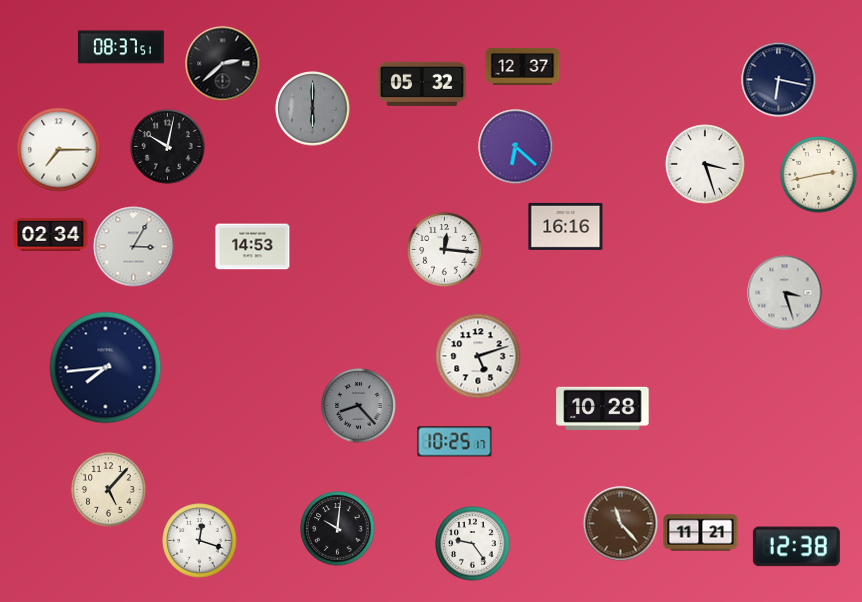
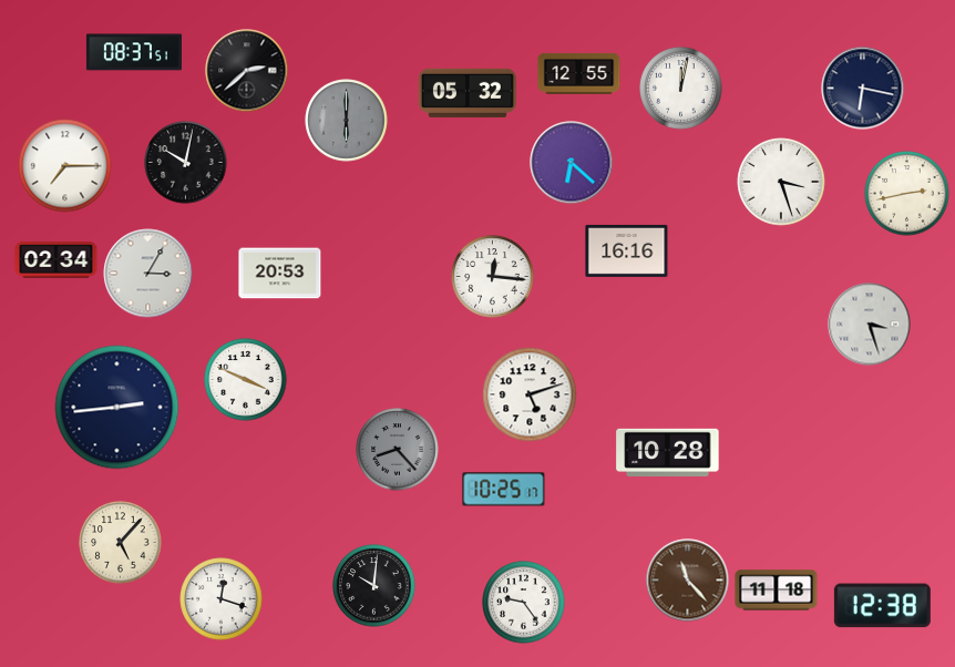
clock at (523, 66): 12:37 -> 12:55
clock at (681, 89): none -> 12:02
clock at (253, 247): 14:53 -> 20:53
clock at (246, 380): none -> 3:49
clock at (106, 368): 7:44 -> 2:44
clock at (701, 533): 11:21 -> 11:18
